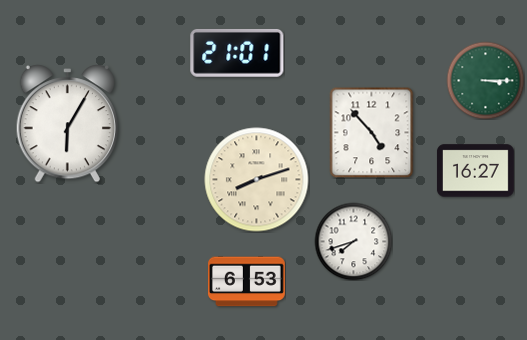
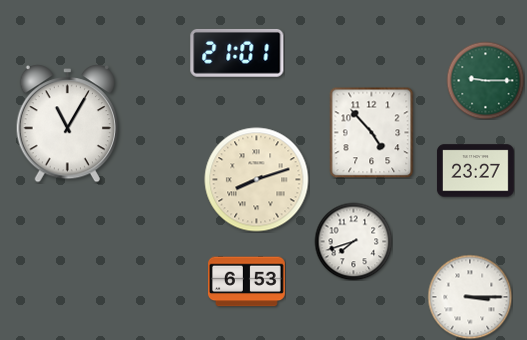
clock at (485, 80): 3:15 -> 9:15
clock at (68, 124): 6:05 -> 11:05
clock at (476, 171): 16:27 -> 23:27
clock at (470, 297): none -> 3:15
